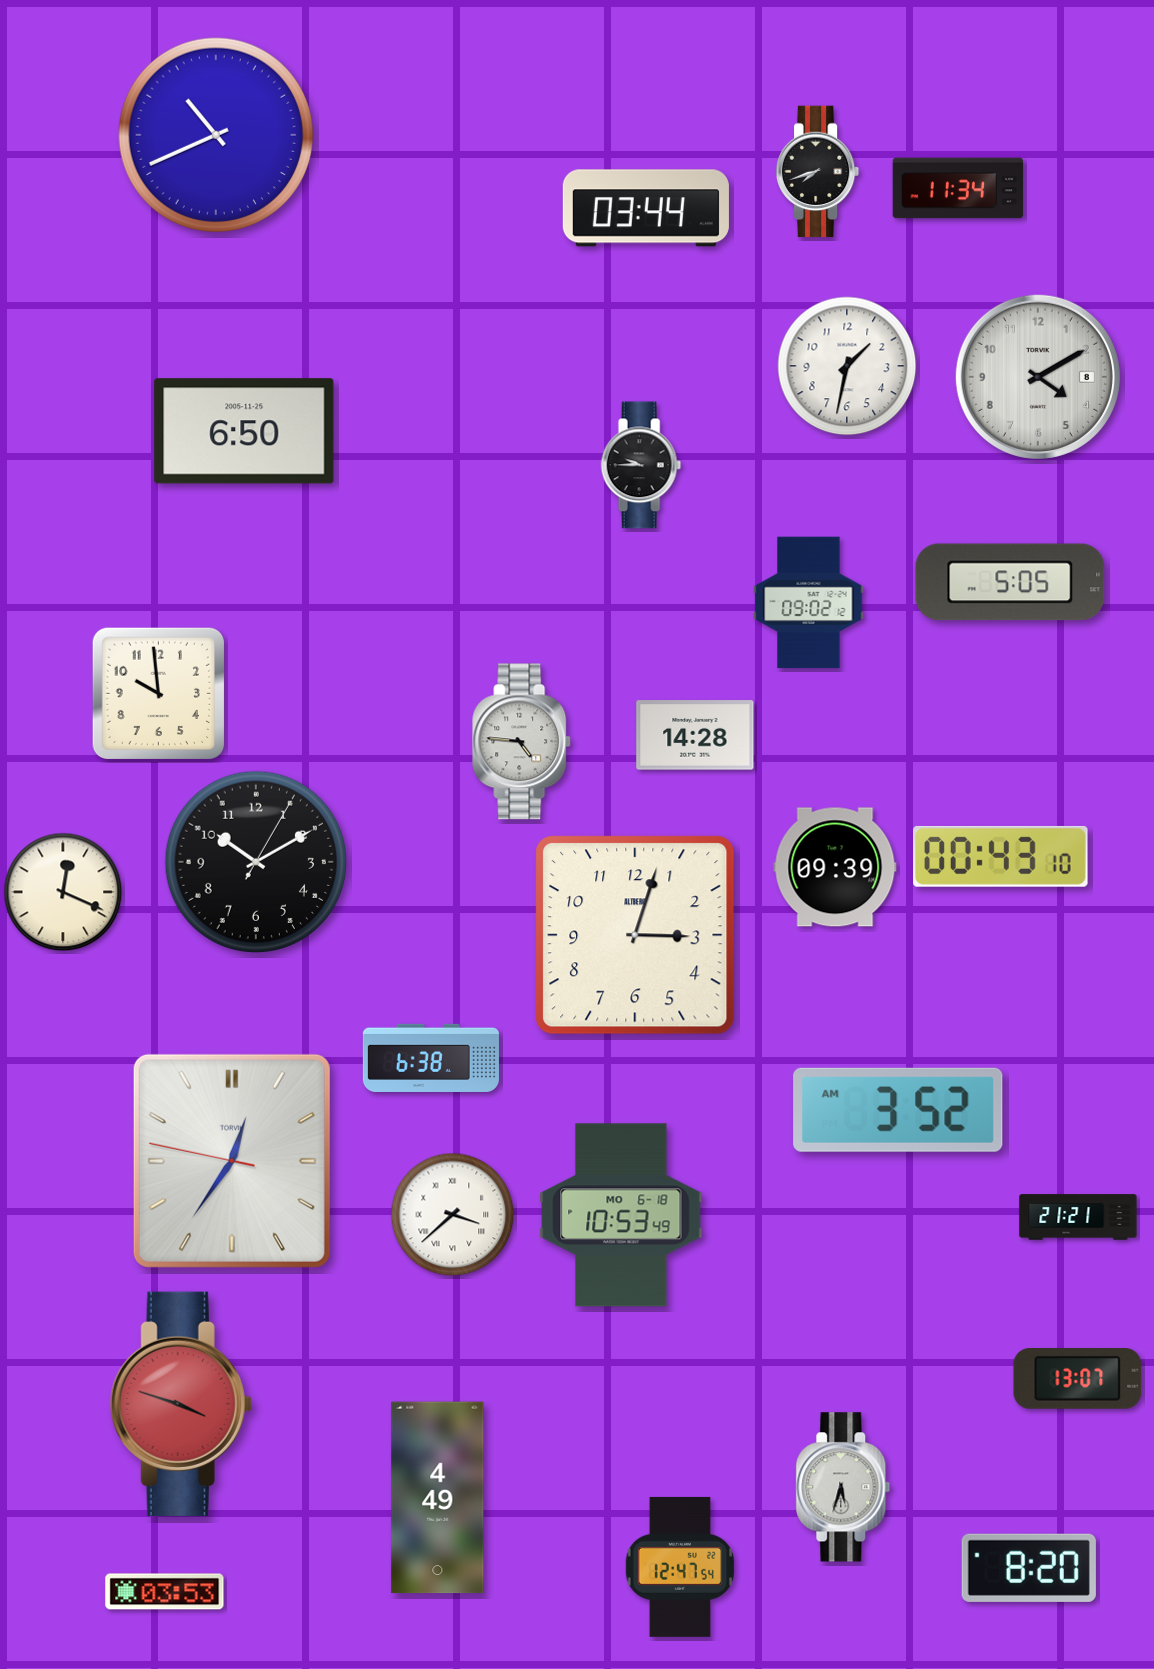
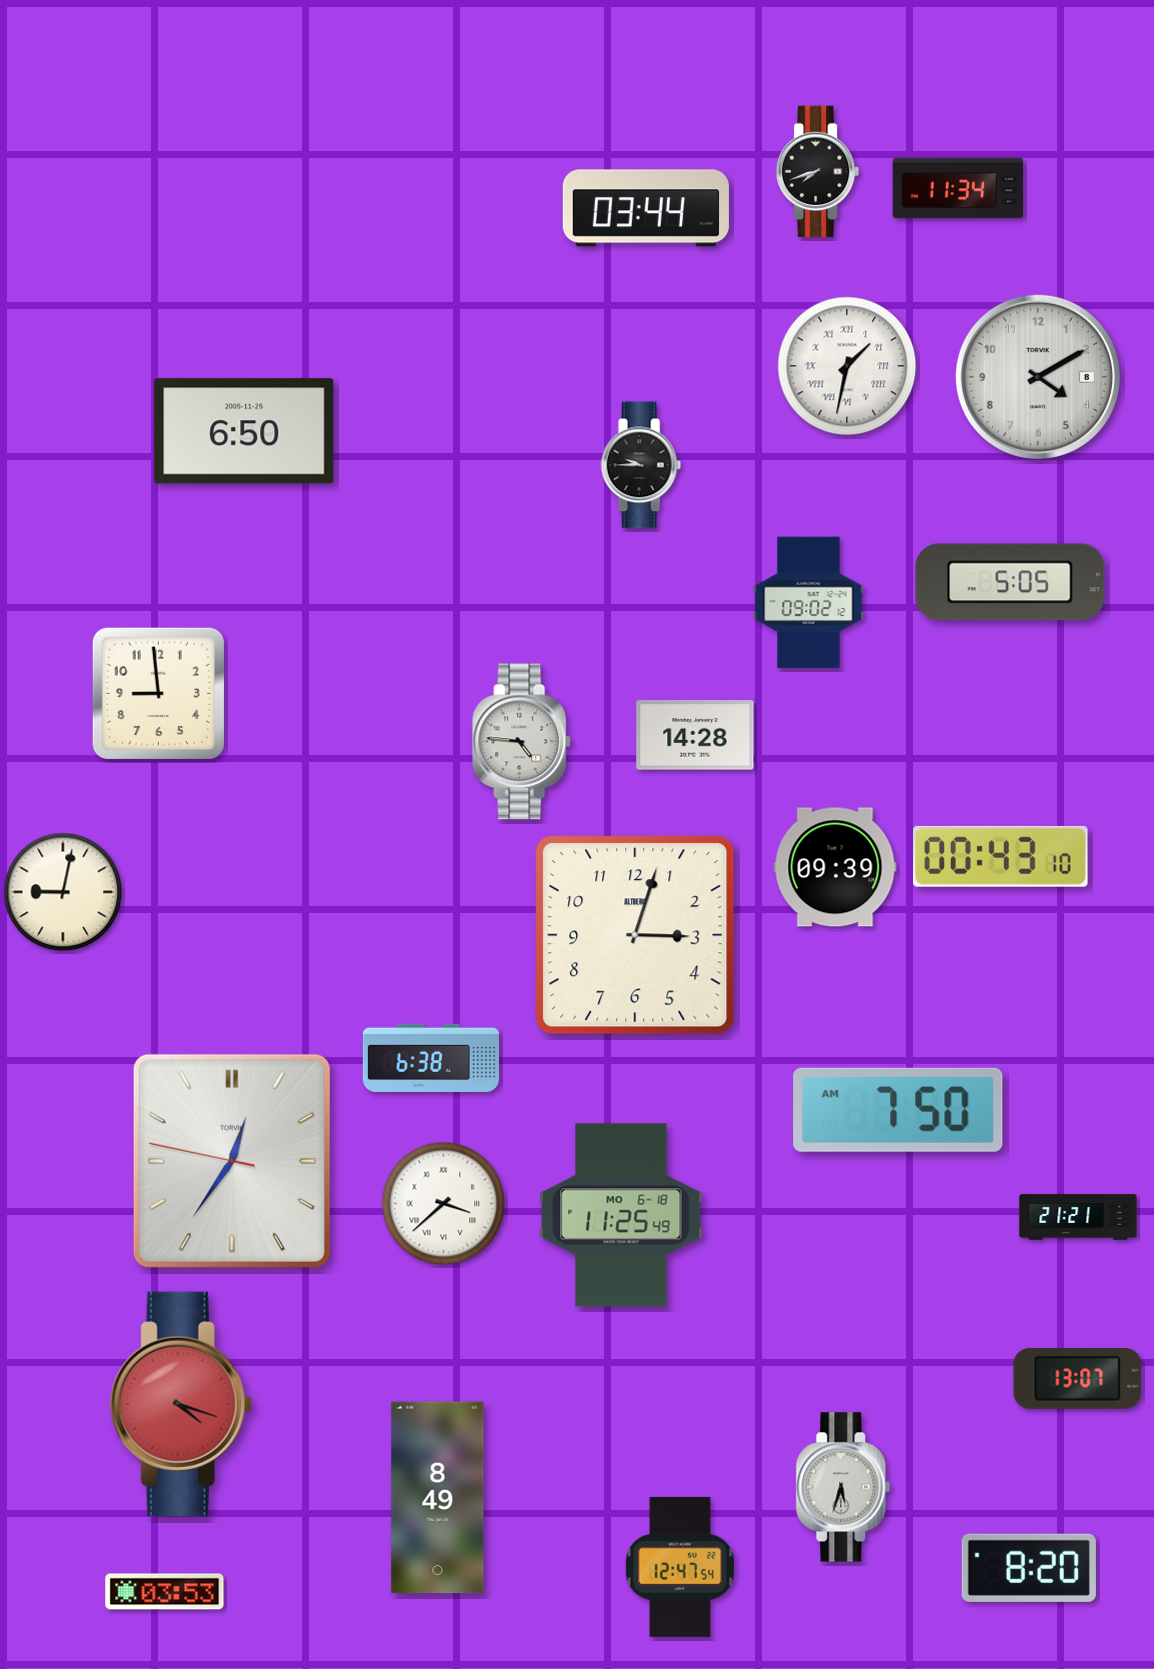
clock at (216, 135): 10:41 -> none
clock at (847, 366) numerals: Arabic -> Roman
clock at (158, 693): 9:59 -> 8:59
clock at (255, 861): 10:10 -> none
clock at (63, 892): 12:19 -> 9:02
clock at (898, 1110): 3:52 -> 7:50
clock at (453, 1215) position: (453, 1215) -> (444, 1204)
clock at (621, 1215): 10:53 -> 11:25
clock at (181, 1404): 3:48 -> 4:18
clock at (438, 1498): 4:49 -> 8:49
